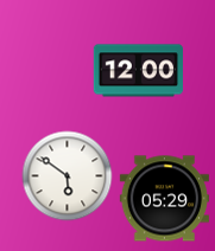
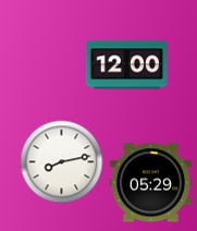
clock at (68, 176): 5:51 -> 8:13
